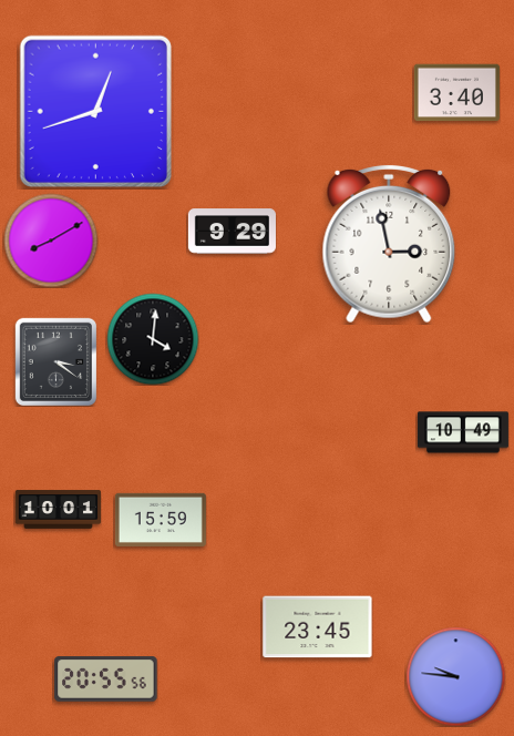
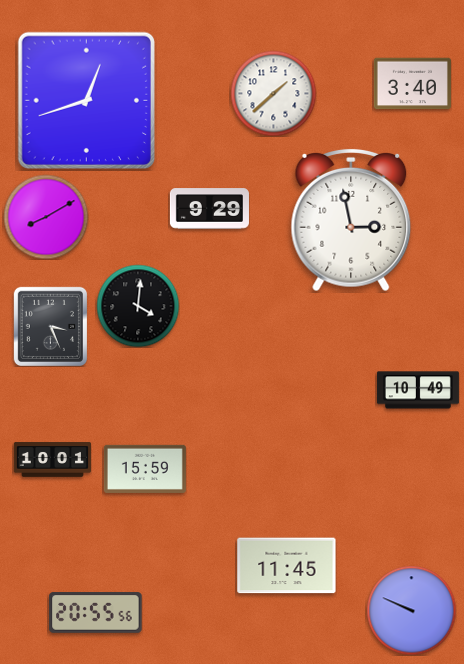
clock at (273, 93): none -> 1:38
clock at (55, 361): 3:21 -> 3:26
clock at (318, 627): 23:45 -> 11:45
clock at (455, 676): 9:46 -> 9:49
